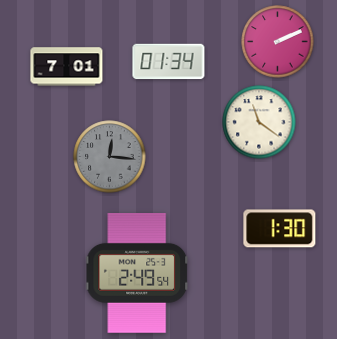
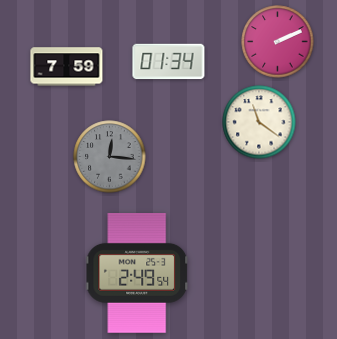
clock at (67, 67): 7:01 -> 7:59
clock at (280, 229): 1:30 -> none
